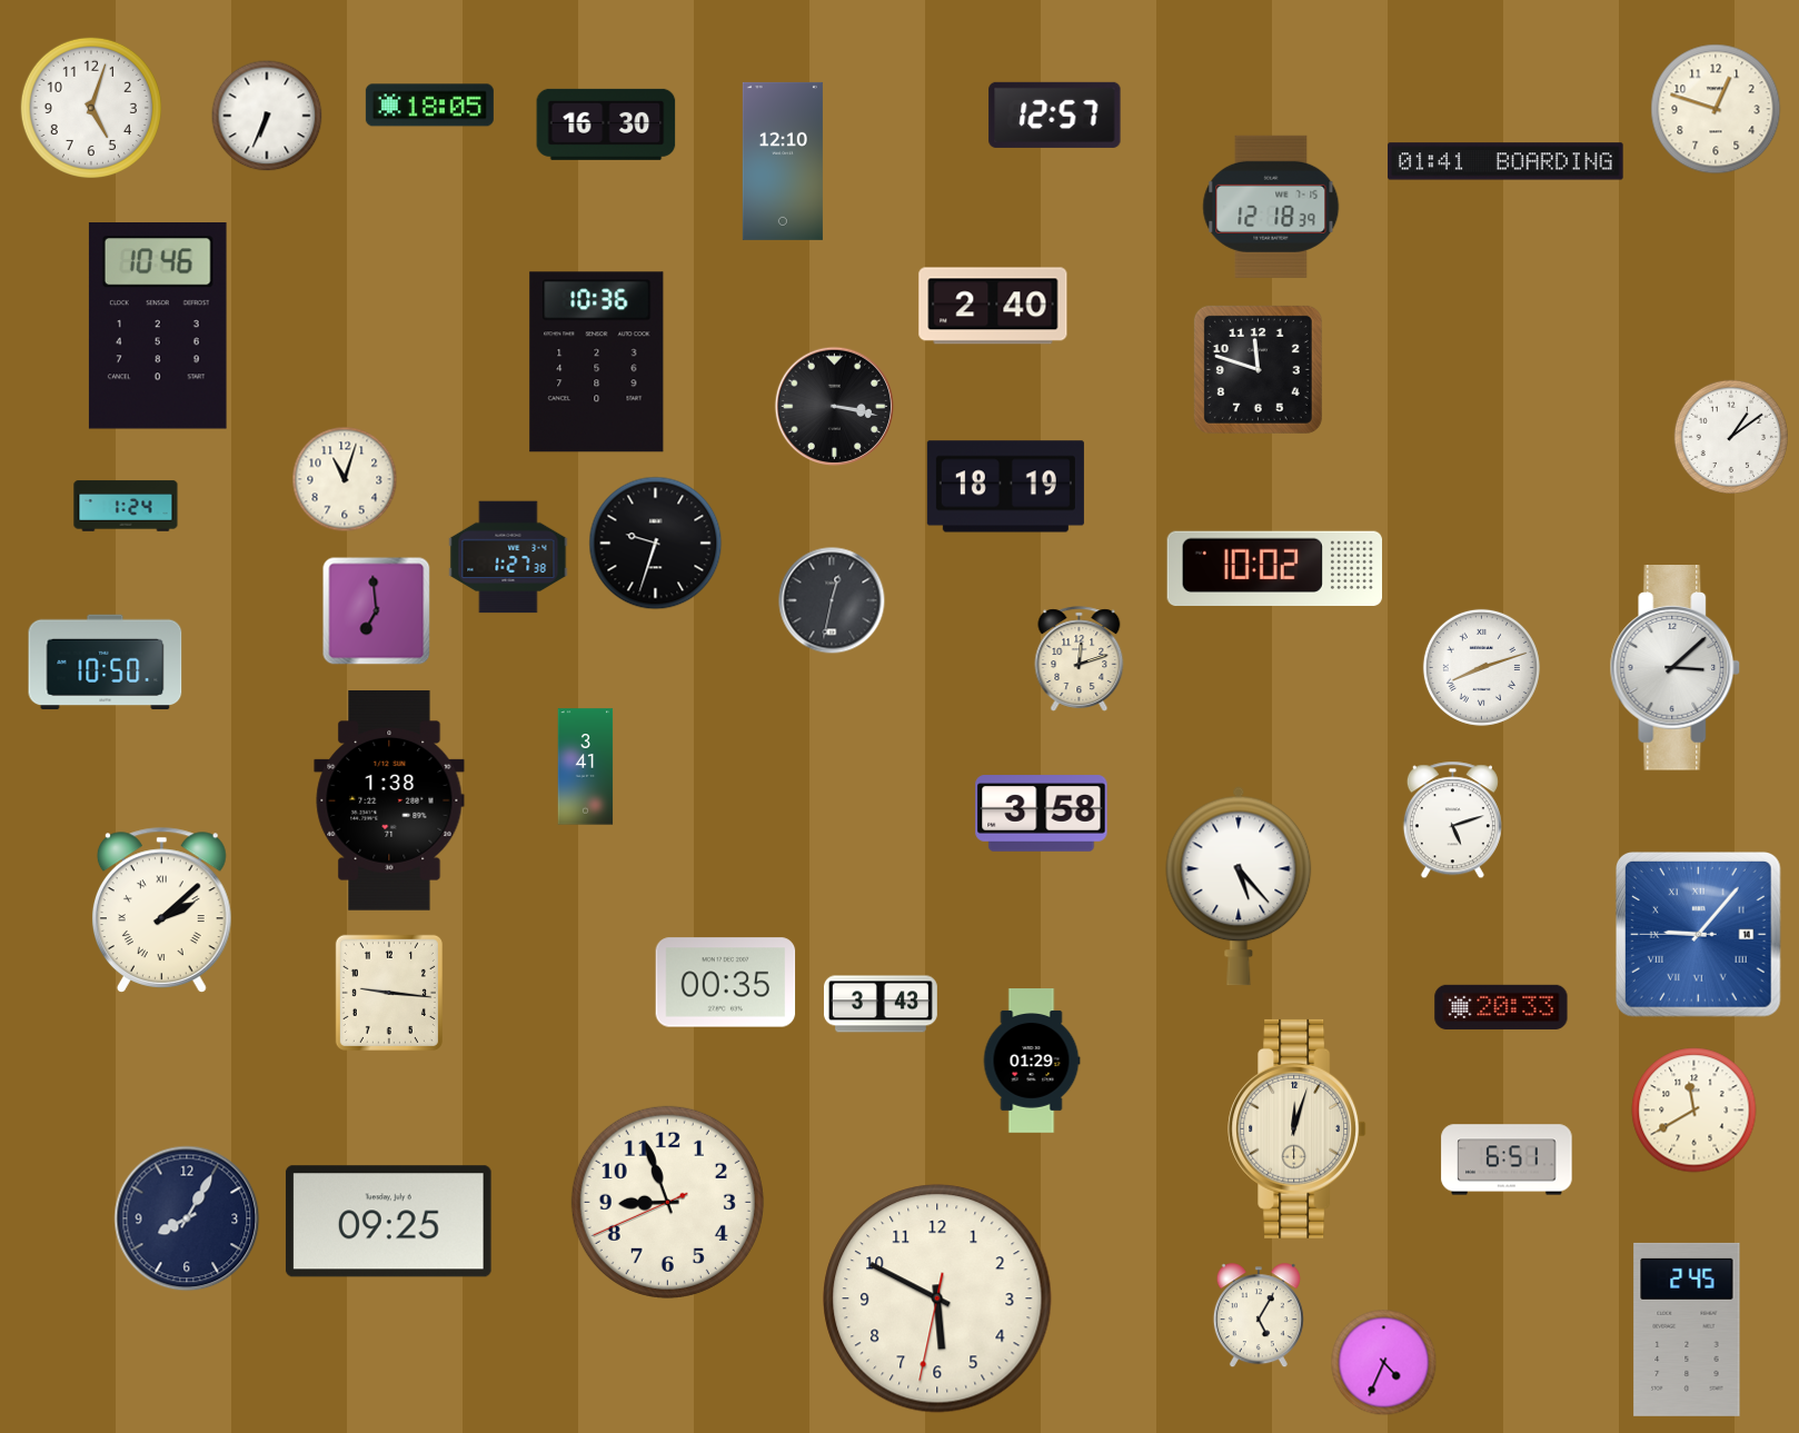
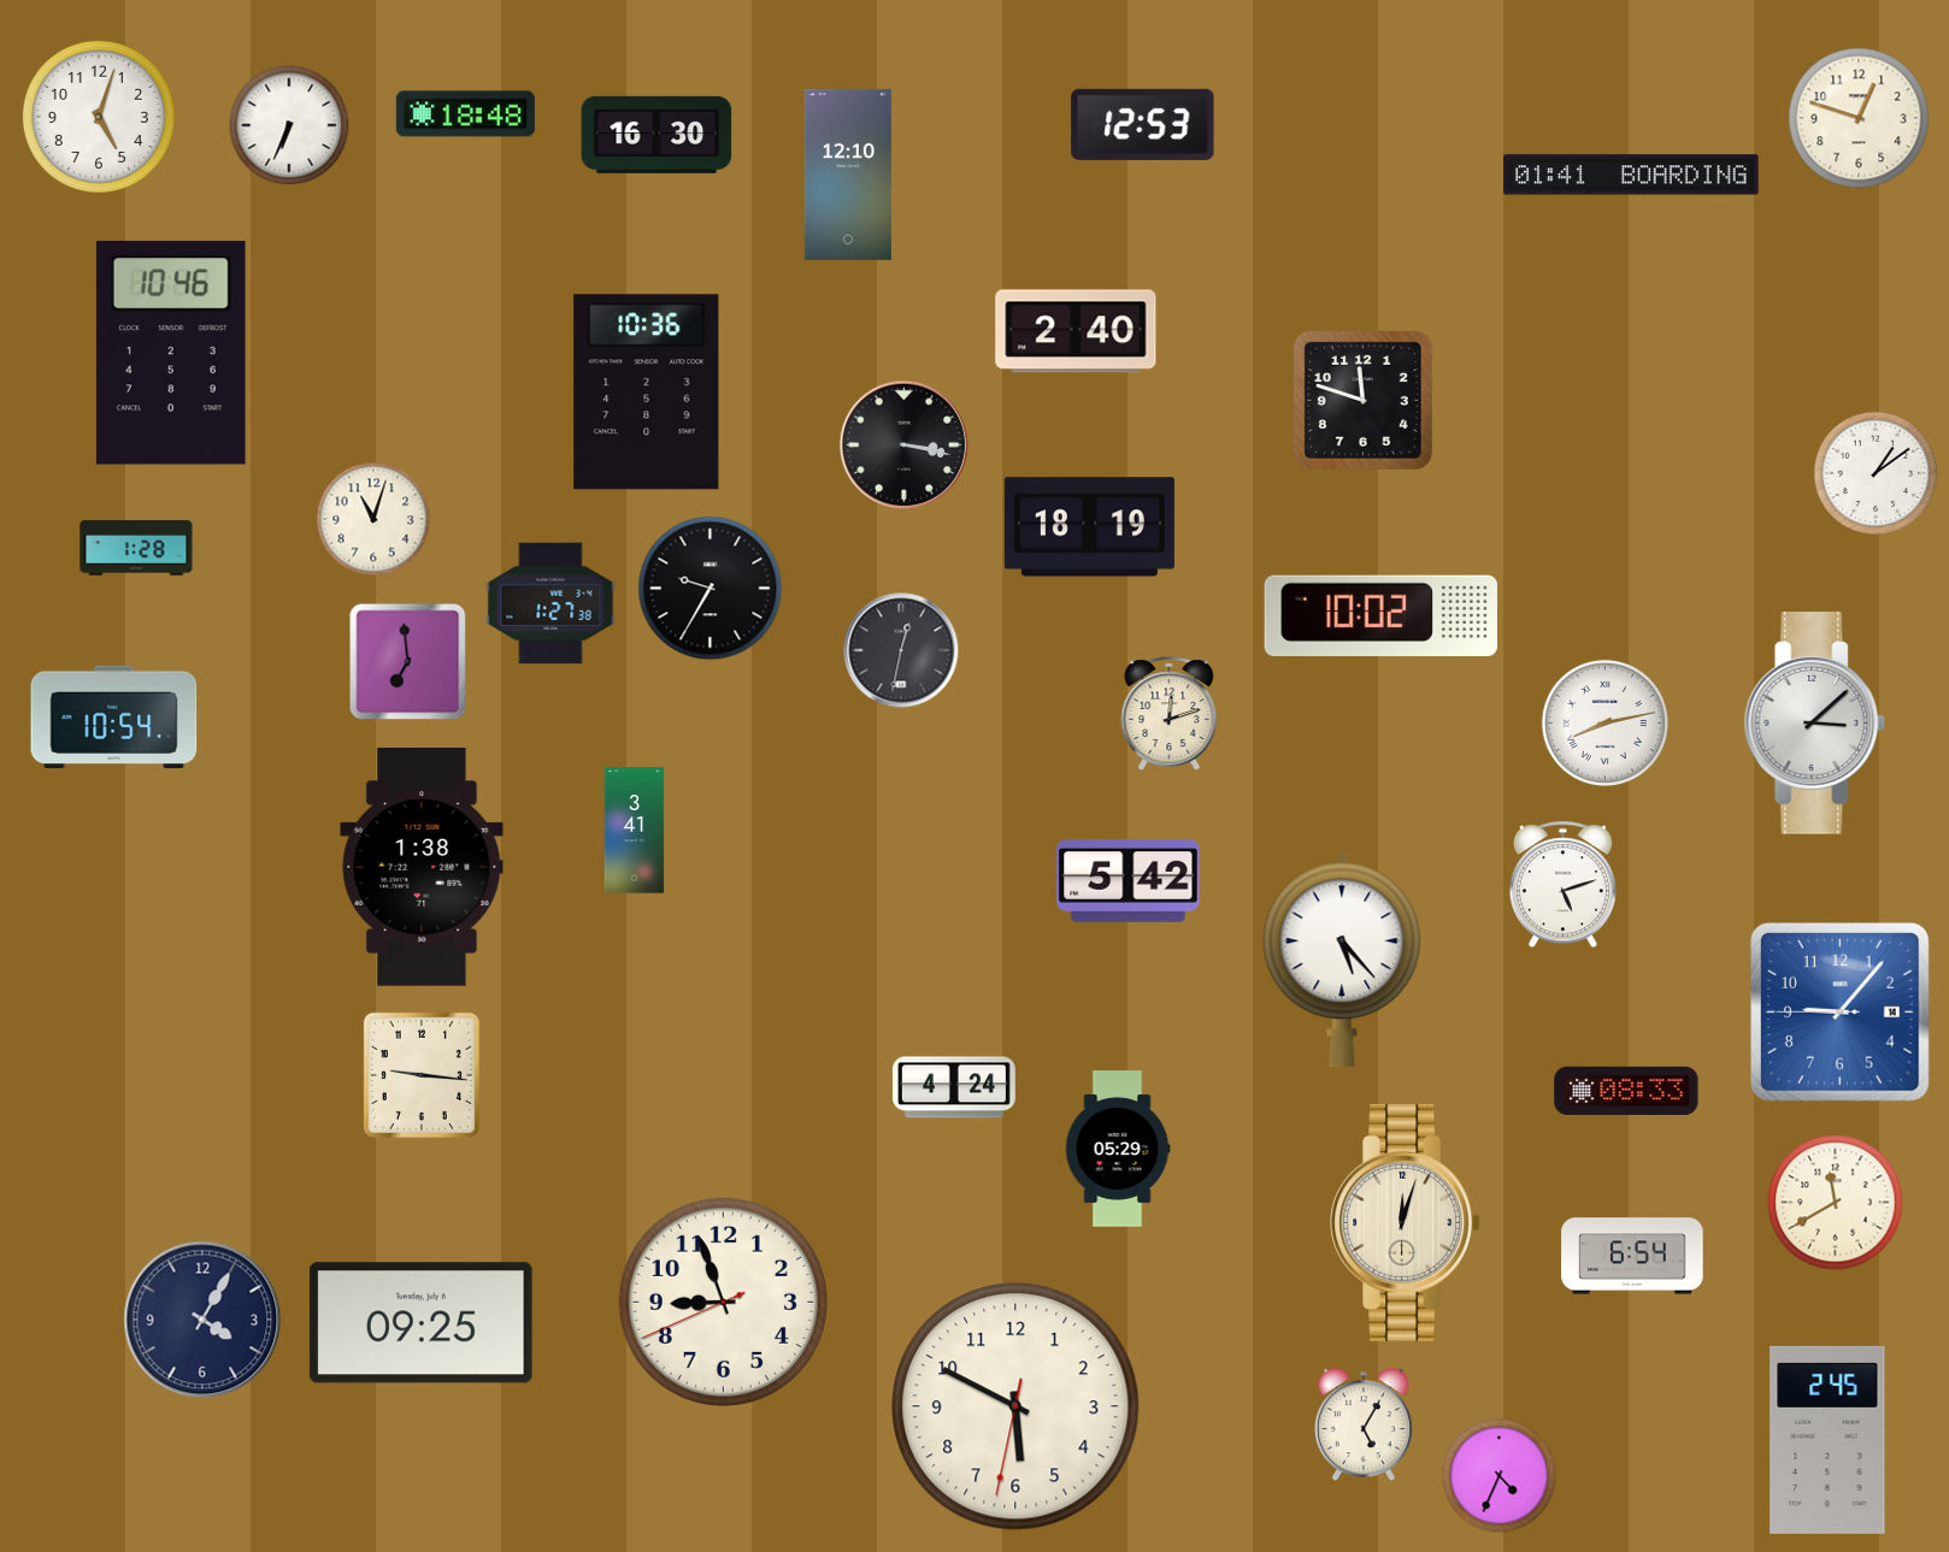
clock at (429, 106): 18:05 -> 18:48
clock at (1055, 115): 12:57 -> 12:53
clock at (1271, 207): 12:18 -> none
clock at (834, 406) position: (834, 406) -> (903, 444)
clock at (126, 506): 1:24 -> 1:28
clock at (656, 544): 9:33 -> 9:35
clock at (106, 663): 10:50 -> 10:54
clock at (1481, 667): 8:12 -> 8:13
clock at (1042, 814): 3:58 -> 5:42
clock at (1452, 820) position: (1452, 820) -> (1562, 885)
clock at (161, 909): 2:08 -> none
clock at (1698, 934) numerals: Roman -> Arabic
clock at (726, 983): 00:35 -> none
clock at (881, 1004): 3:43 -> 4:24
clock at (1501, 1007): 20:33 -> 08:33
clock at (1032, 1061): 01:29 -> 05:29
clock at (1507, 1160): 6:51 -> 6:54
clock at (187, 1218): 8:05 -> 4:05
